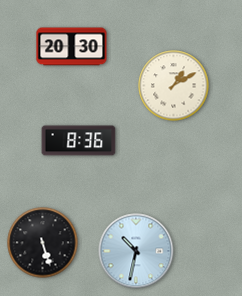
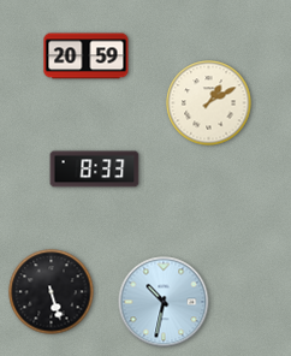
clock at (72, 47): 20:30 -> 20:59
clock at (79, 141): 8:36 -> 8:33
